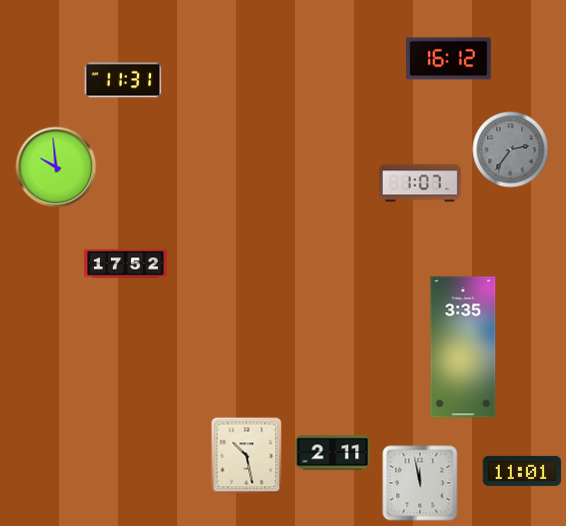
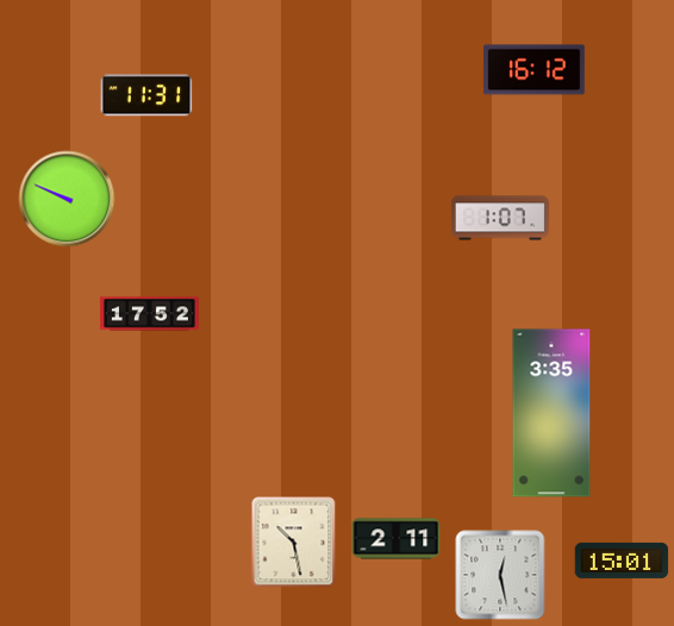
clock at (511, 150): 2:36 -> none
clock at (56, 167): 9:59 -> 9:49
clock at (522, 471): 11:01 -> 15:01
clock at (420, 483): 11:58 -> 12:28
